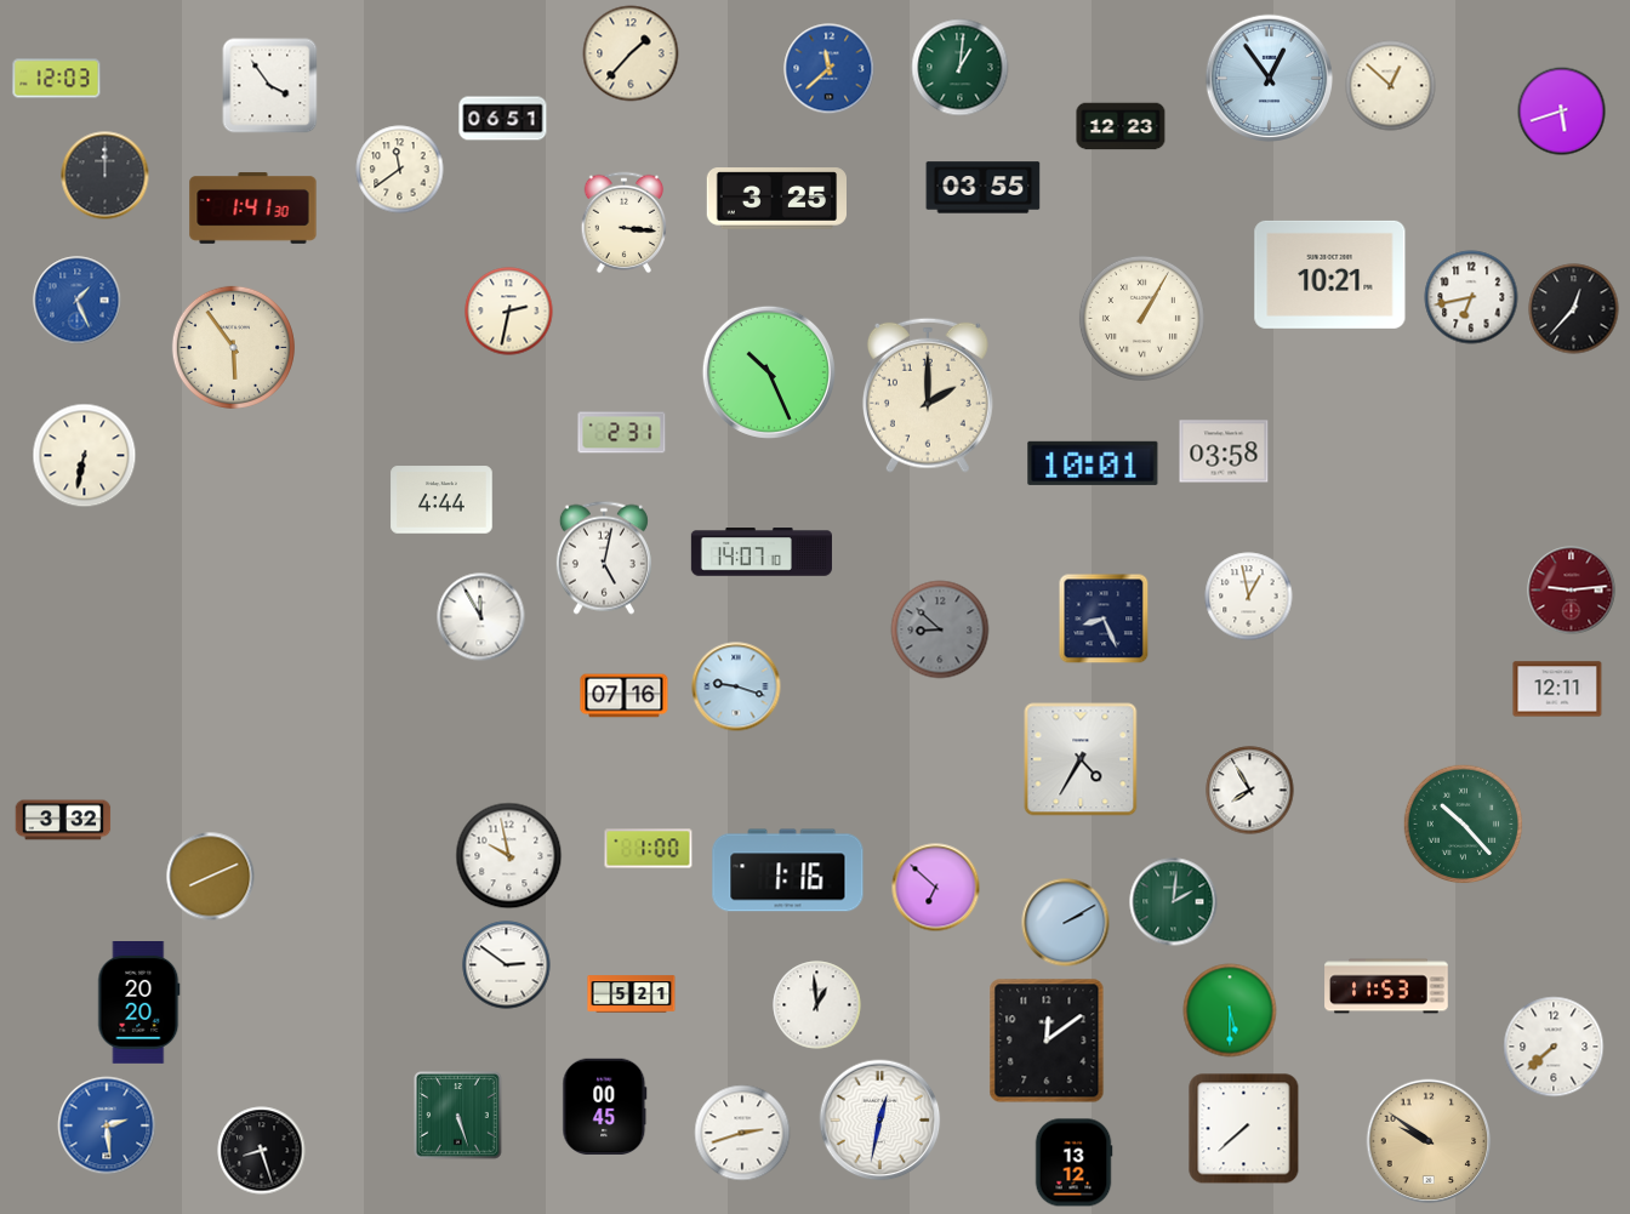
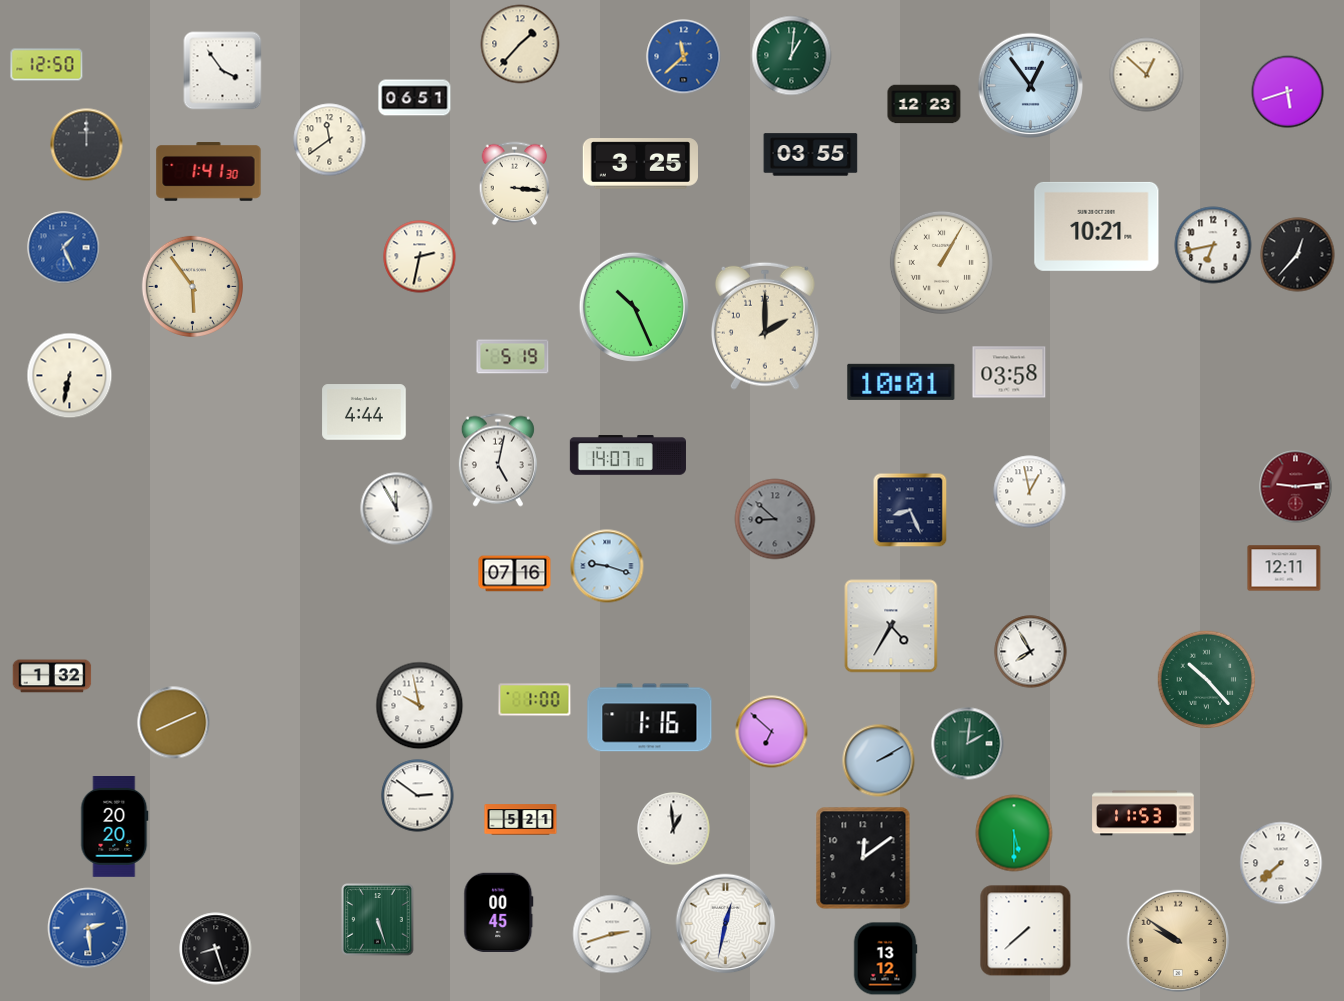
clock at (57, 79): 12:03 -> 12:50
clock at (1270, 79) position: (1270, 79) -> (1031, 86)
clock at (1391, 86) position: (1391, 86) -> (1147, 75)
clock at (622, 433): 2:31 -> 5:19
clock at (63, 820): 3:32 -> 1:32
